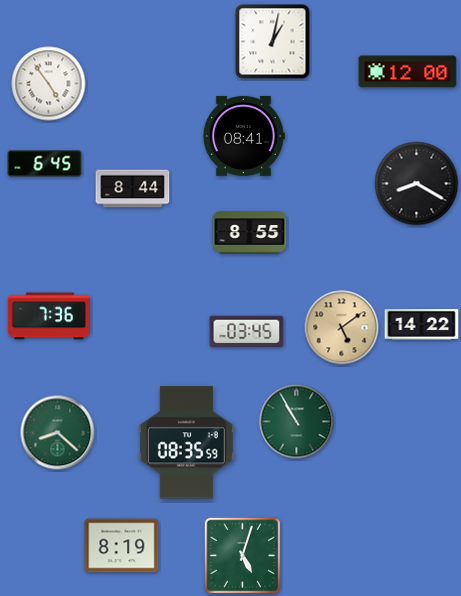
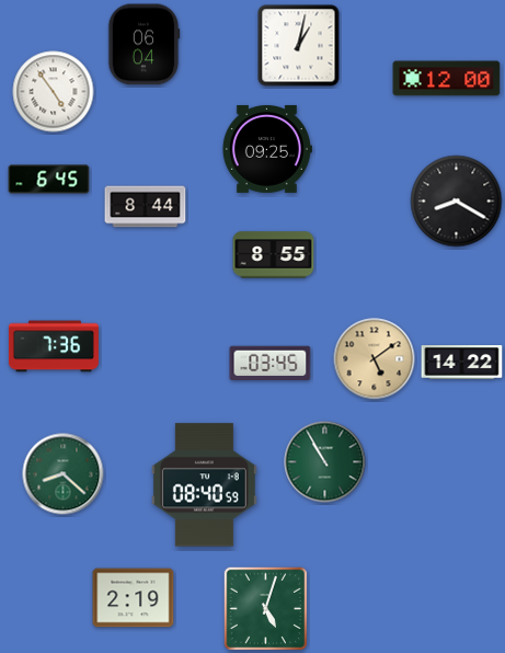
clock at (144, 45): none -> 06:04
clock at (243, 136): 08:41 -> 09:25
clock at (422, 325) position: (422, 325) -> (462, 363)
clock at (186, 443): 08:35 -> 08:40
clock at (122, 546): 8:19 -> 2:19
